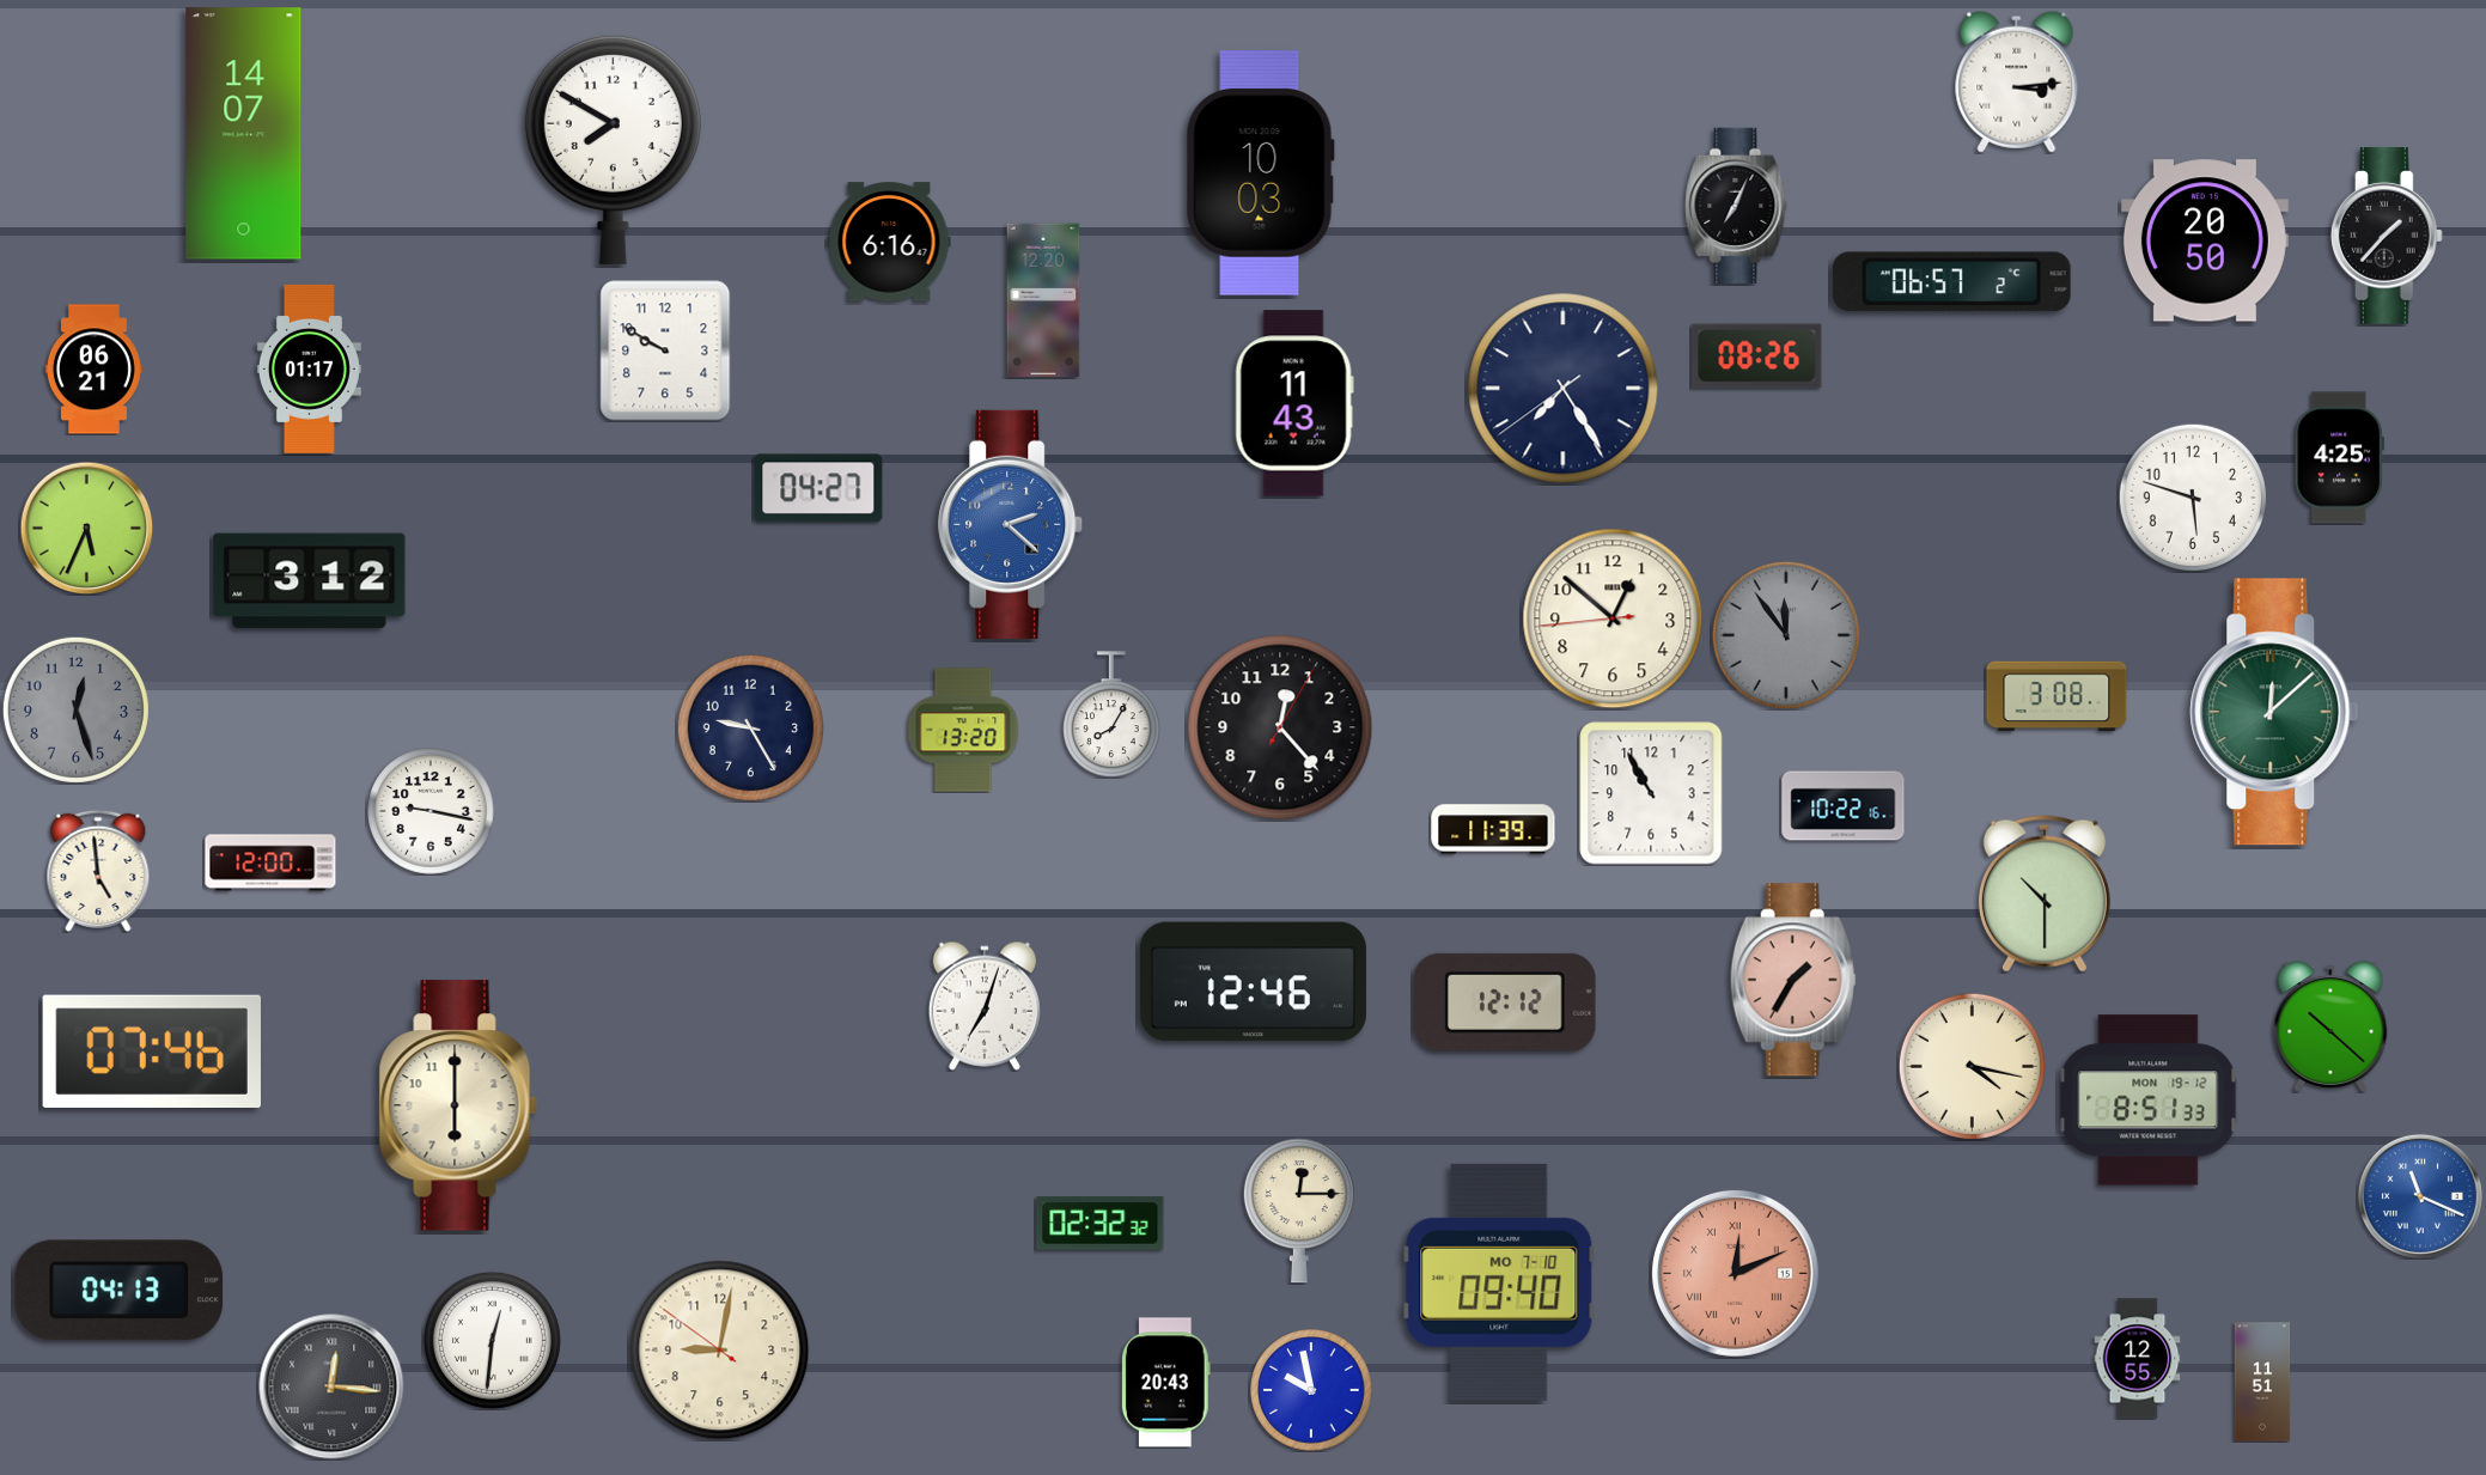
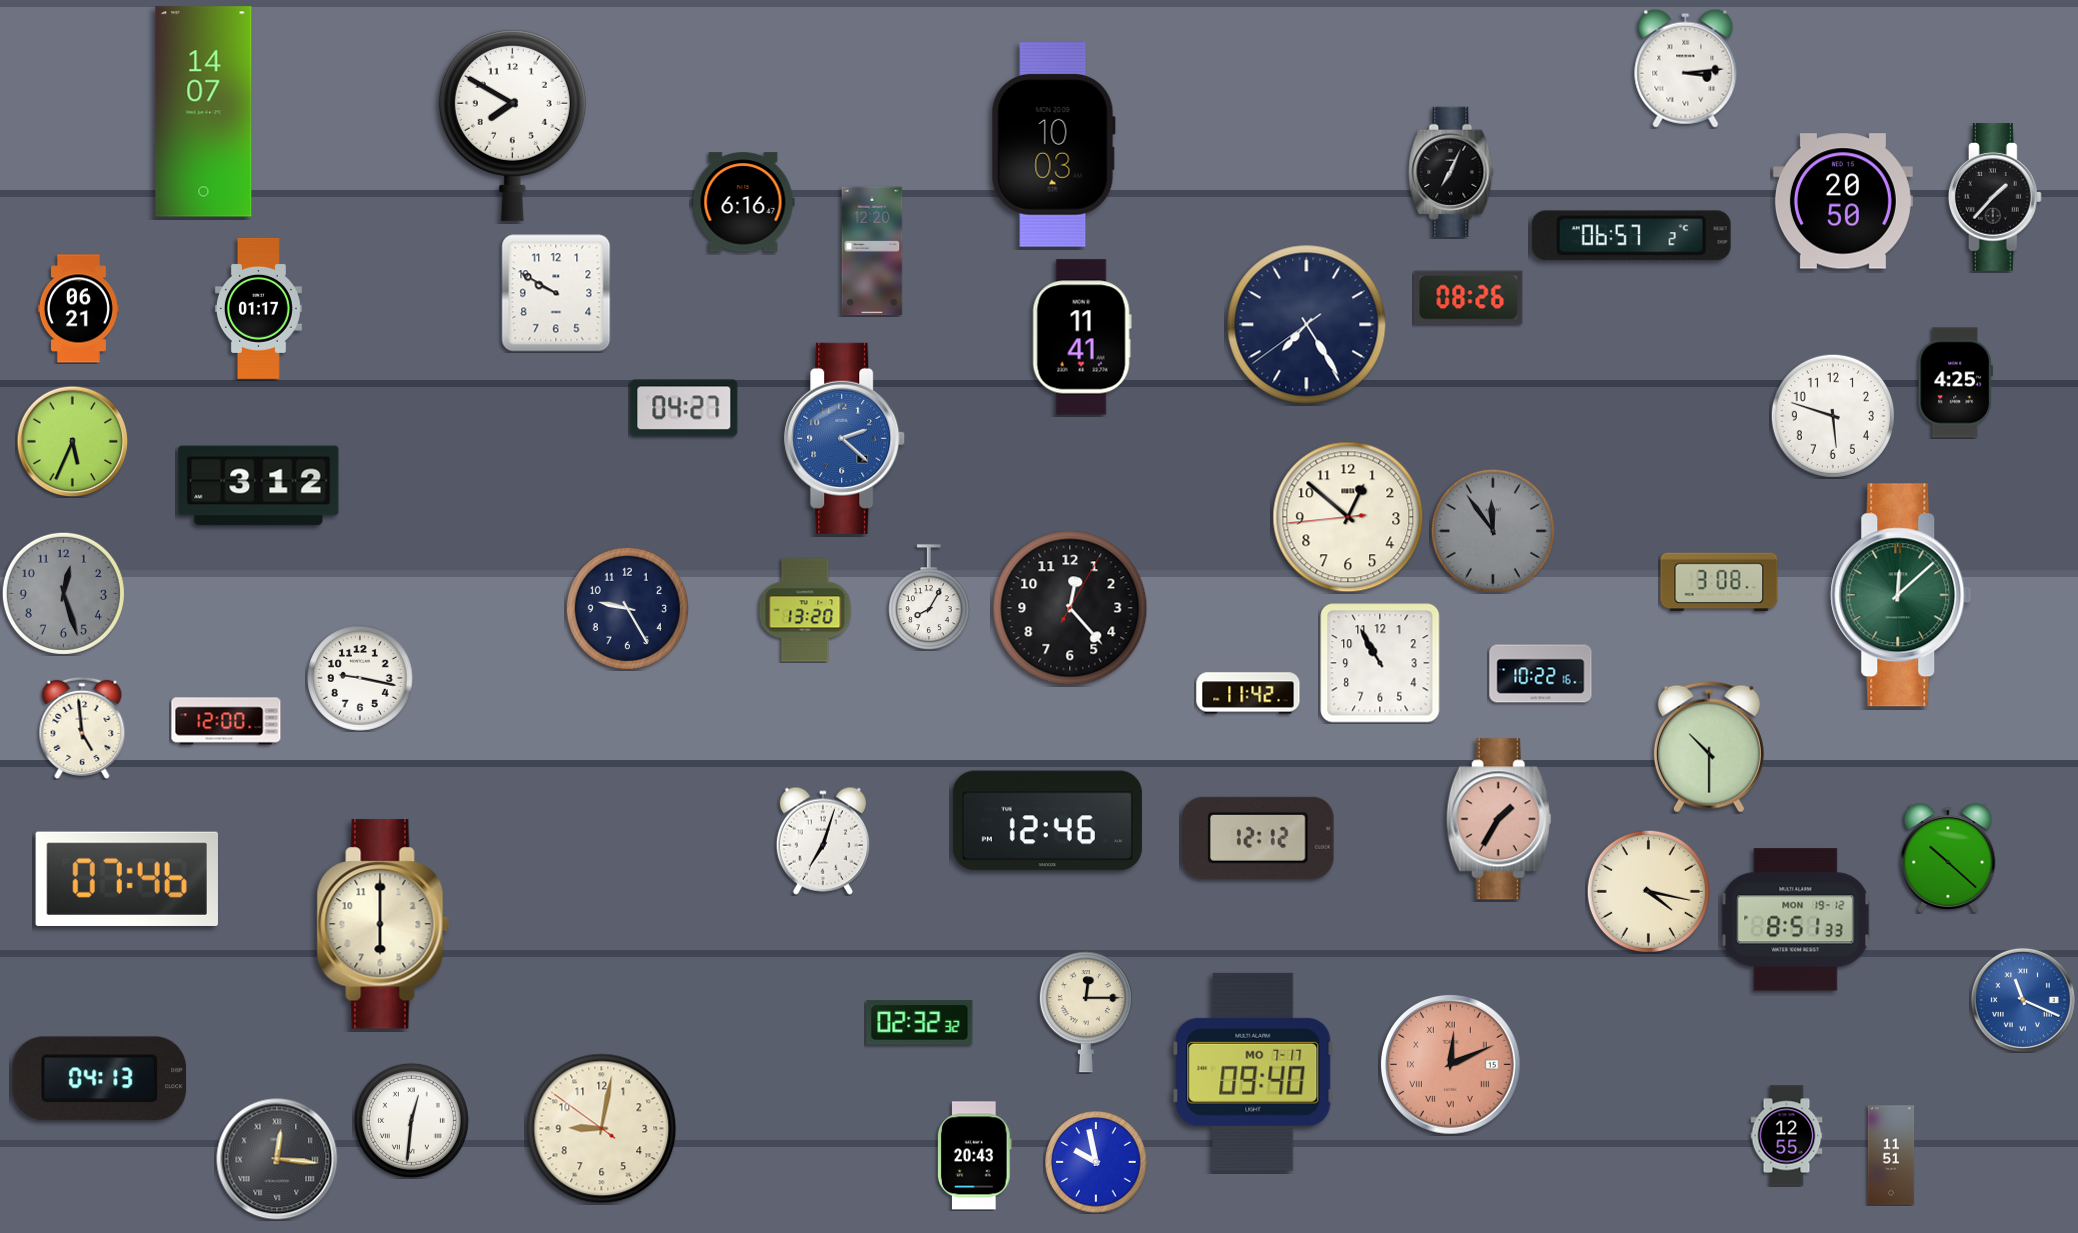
clock at (1294, 403): 11:43 -> 11:41
clock at (1493, 829): 11:39 -> 11:42
clock at (1499, 1282) date: MO 7-10 -> MO 7-17
